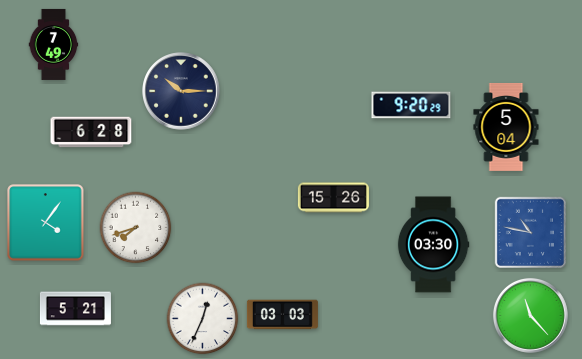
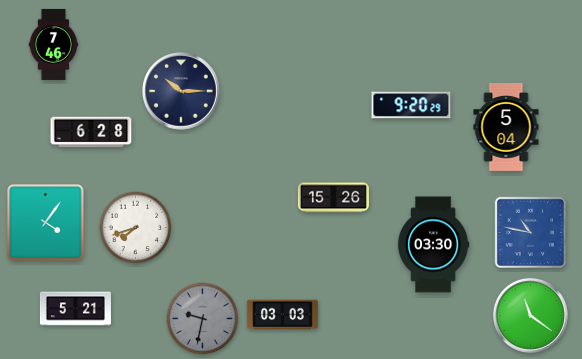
clock at (54, 44): 7:49 -> 7:46
clock at (530, 315): 11:23 -> 11:21
clock at (203, 319): 12:34 -> 9:32
clock at (203, 319) dial: white -> grey
